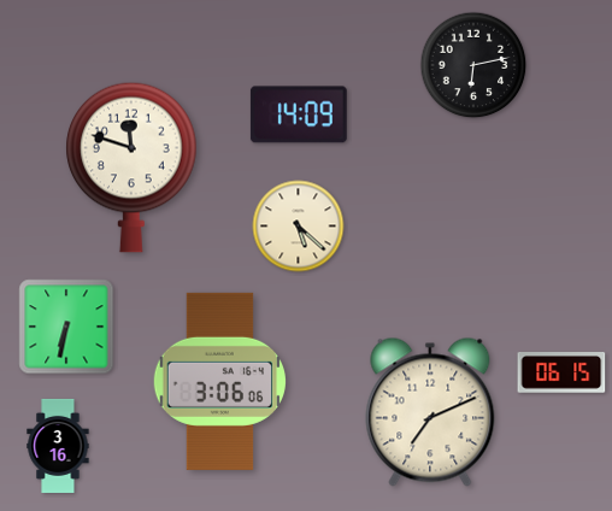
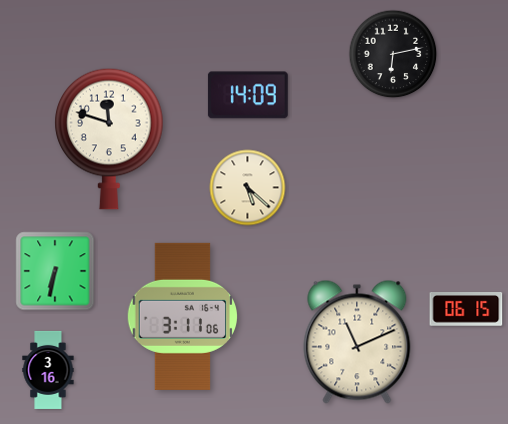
clock at (219, 381): 3:06 -> 3:11
clock at (430, 412): 7:11 -> 11:11
